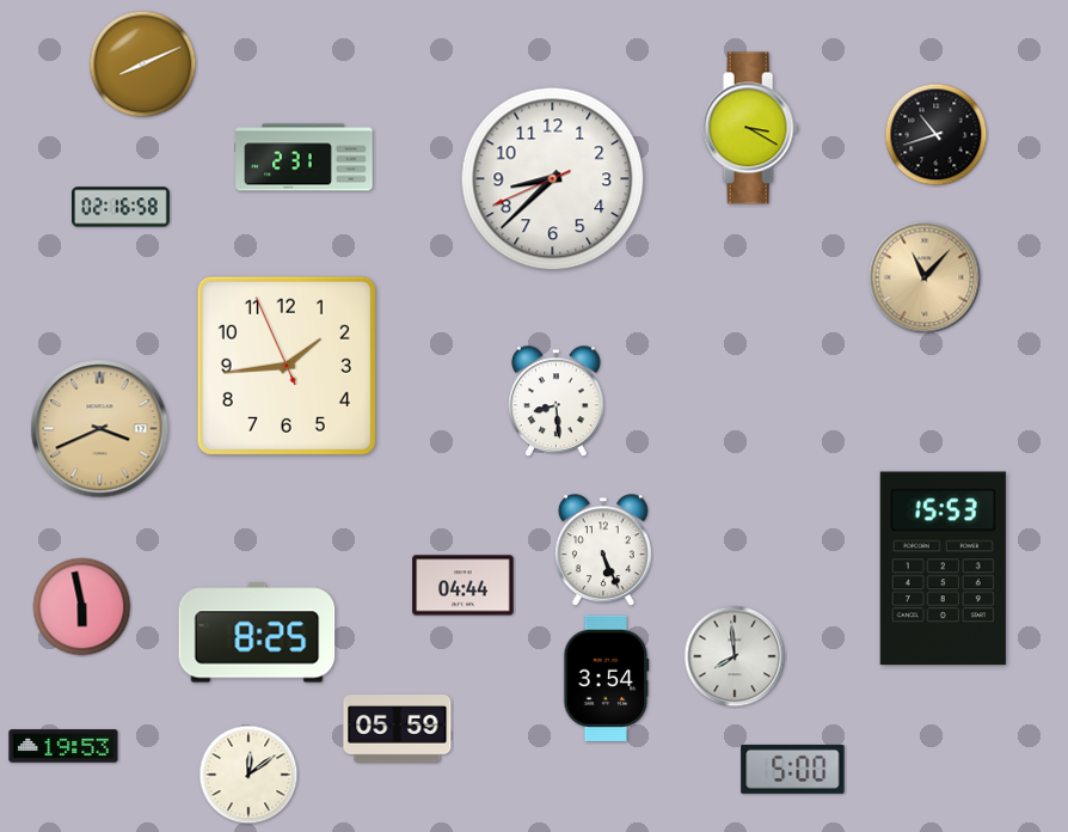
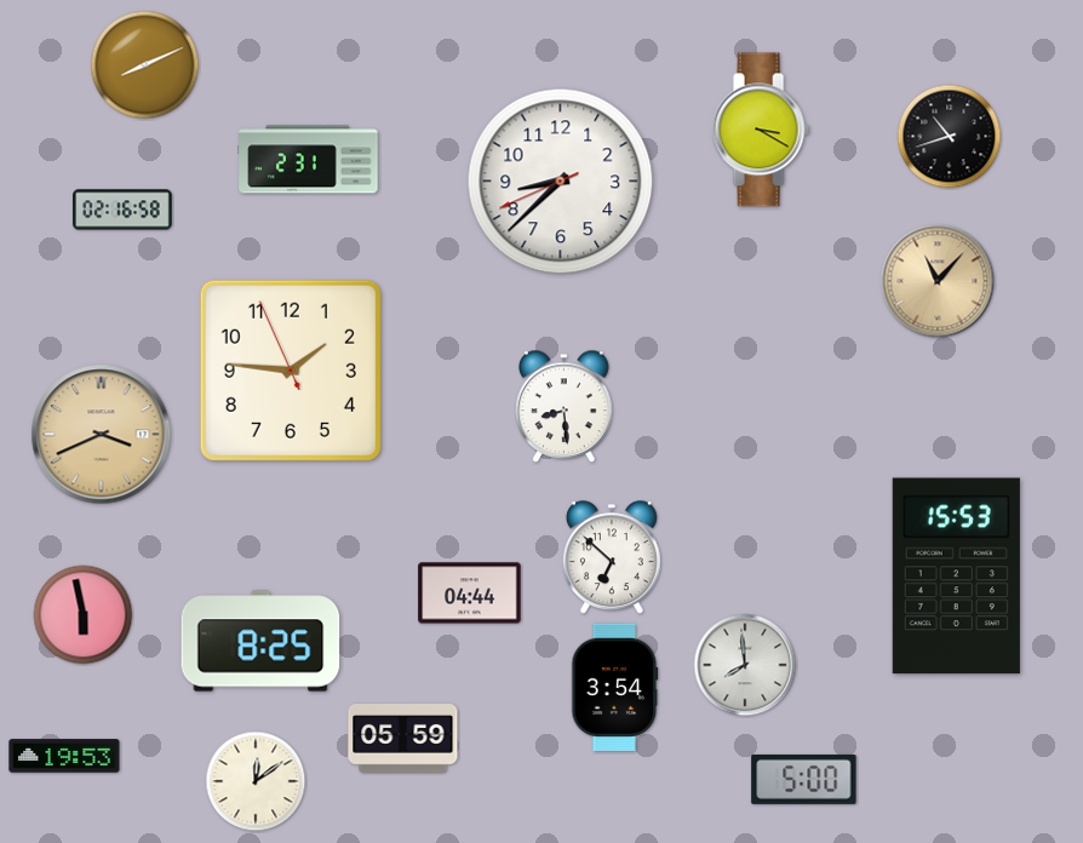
clock at (287, 366): 1:43 -> 1:45
clock at (603, 551): 5:26 -> 6:52
clock at (248, 775) position: (248, 775) -> (256, 781)
